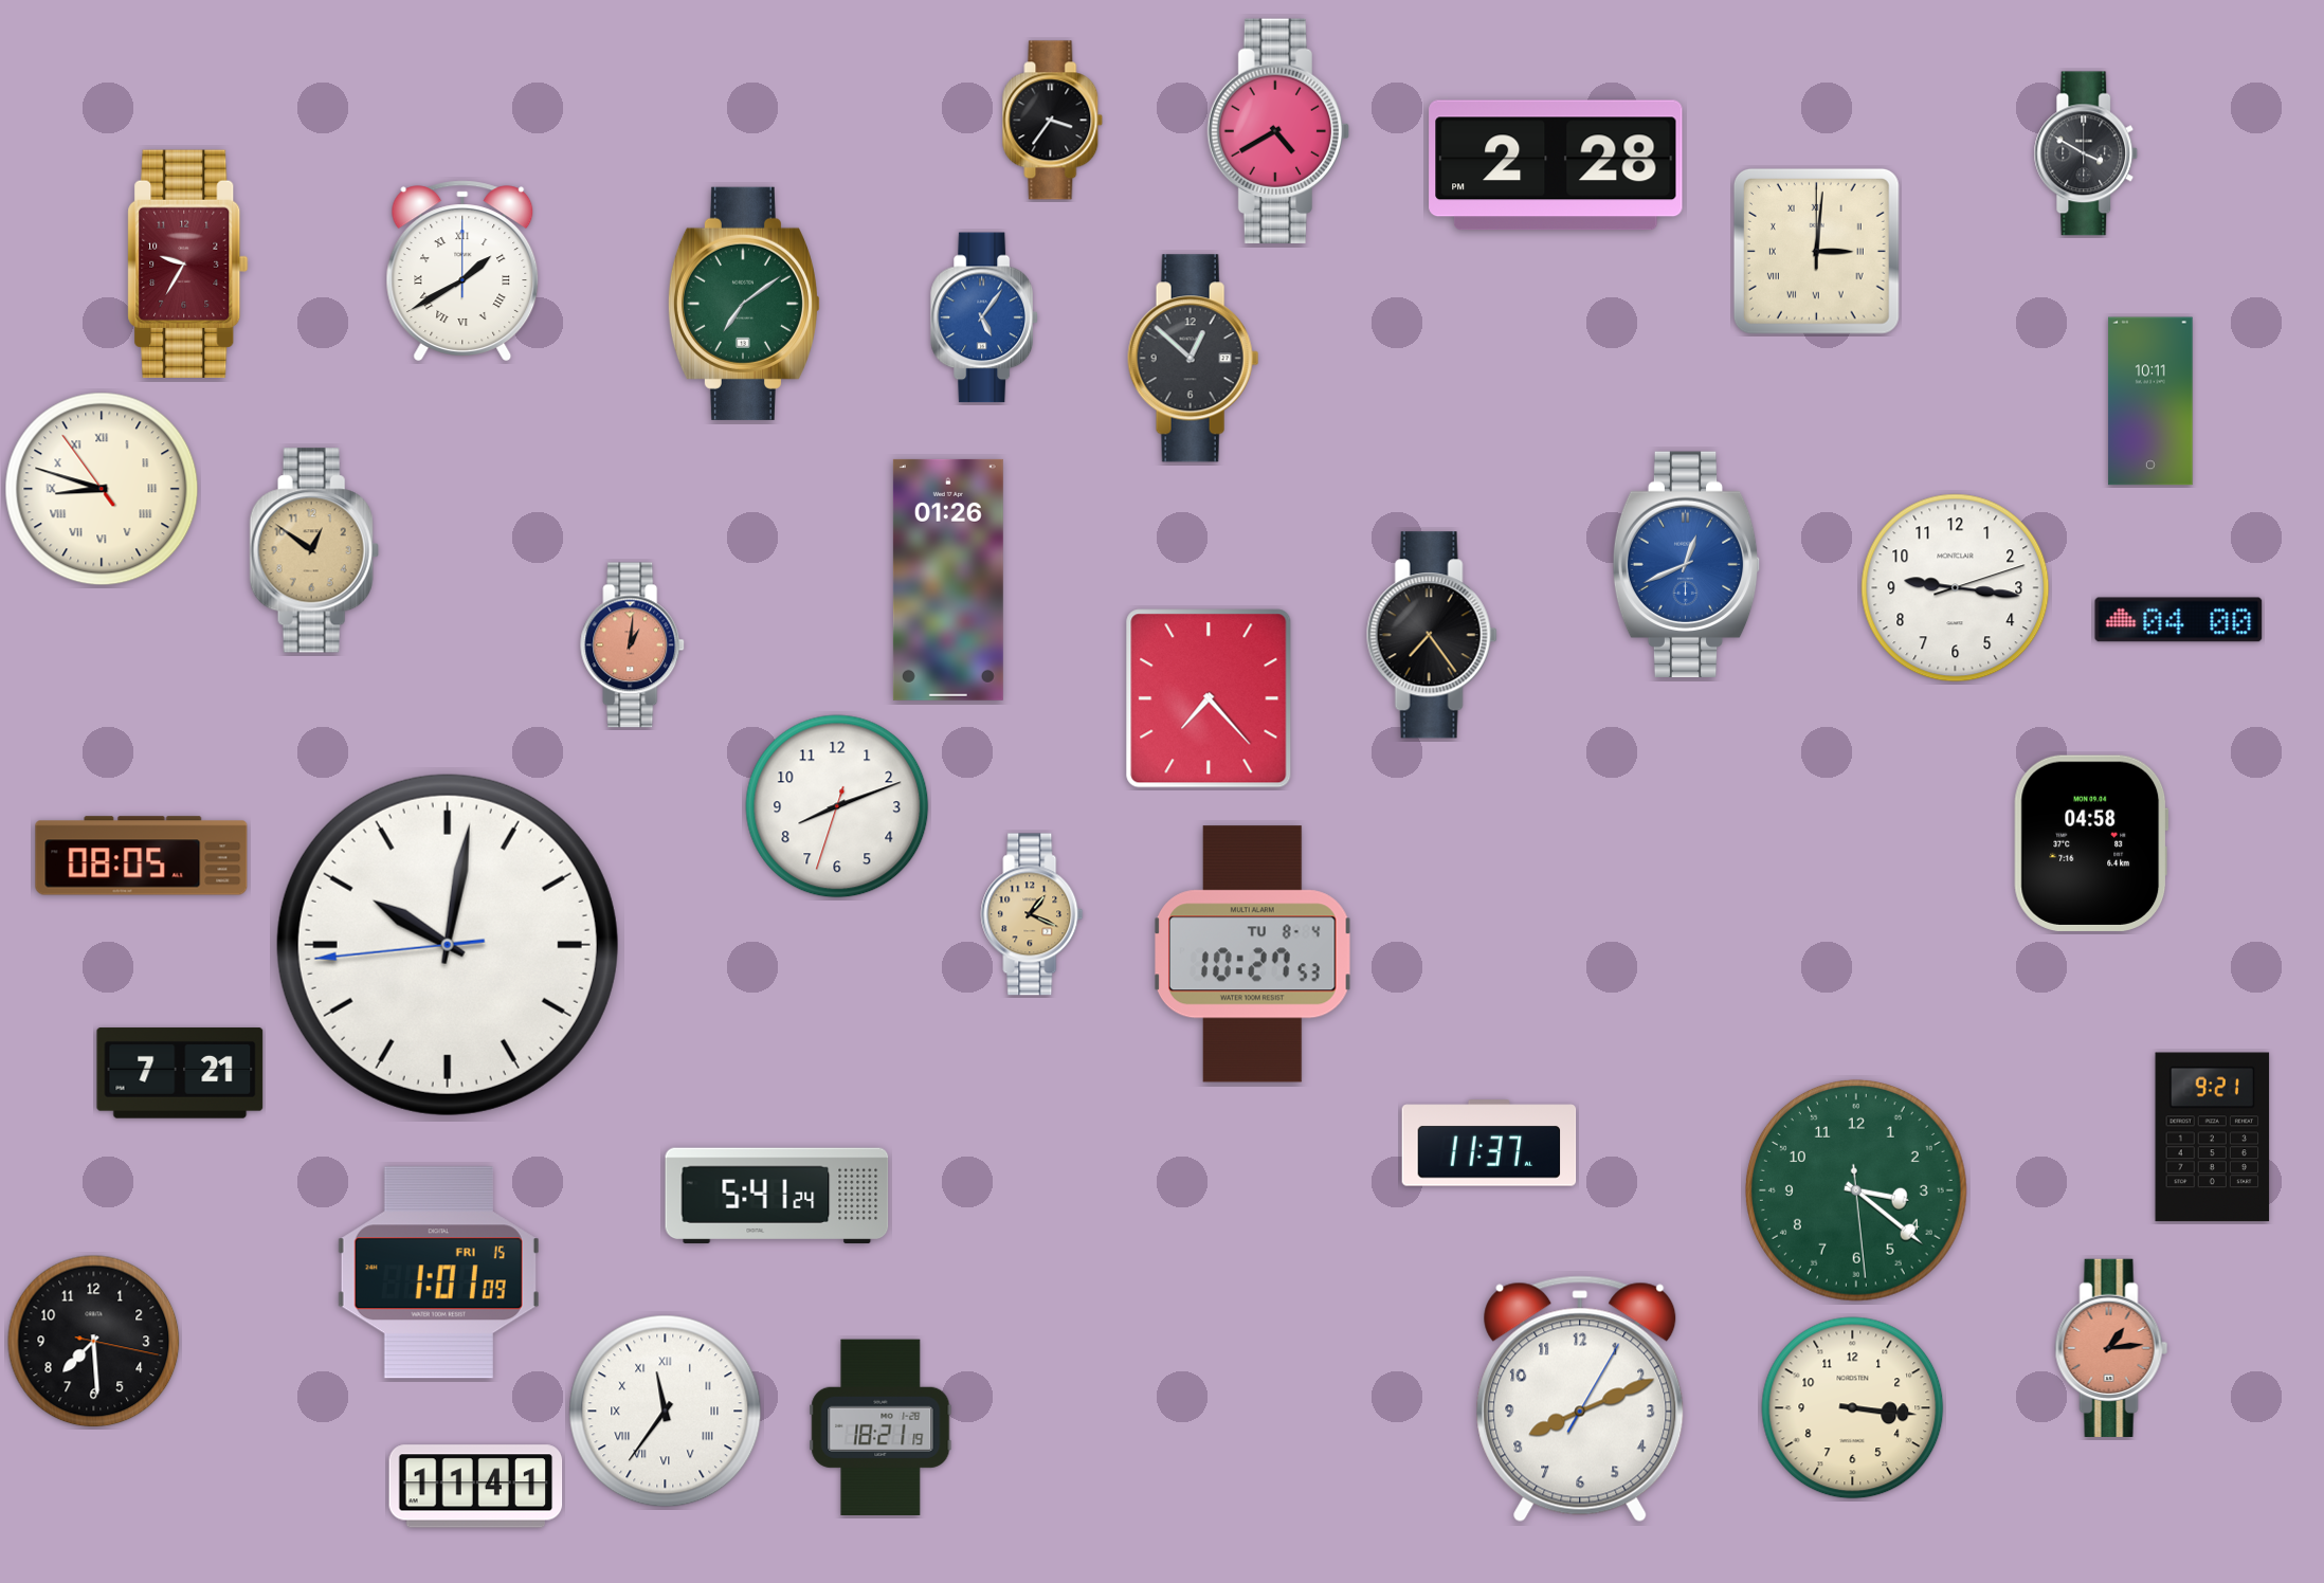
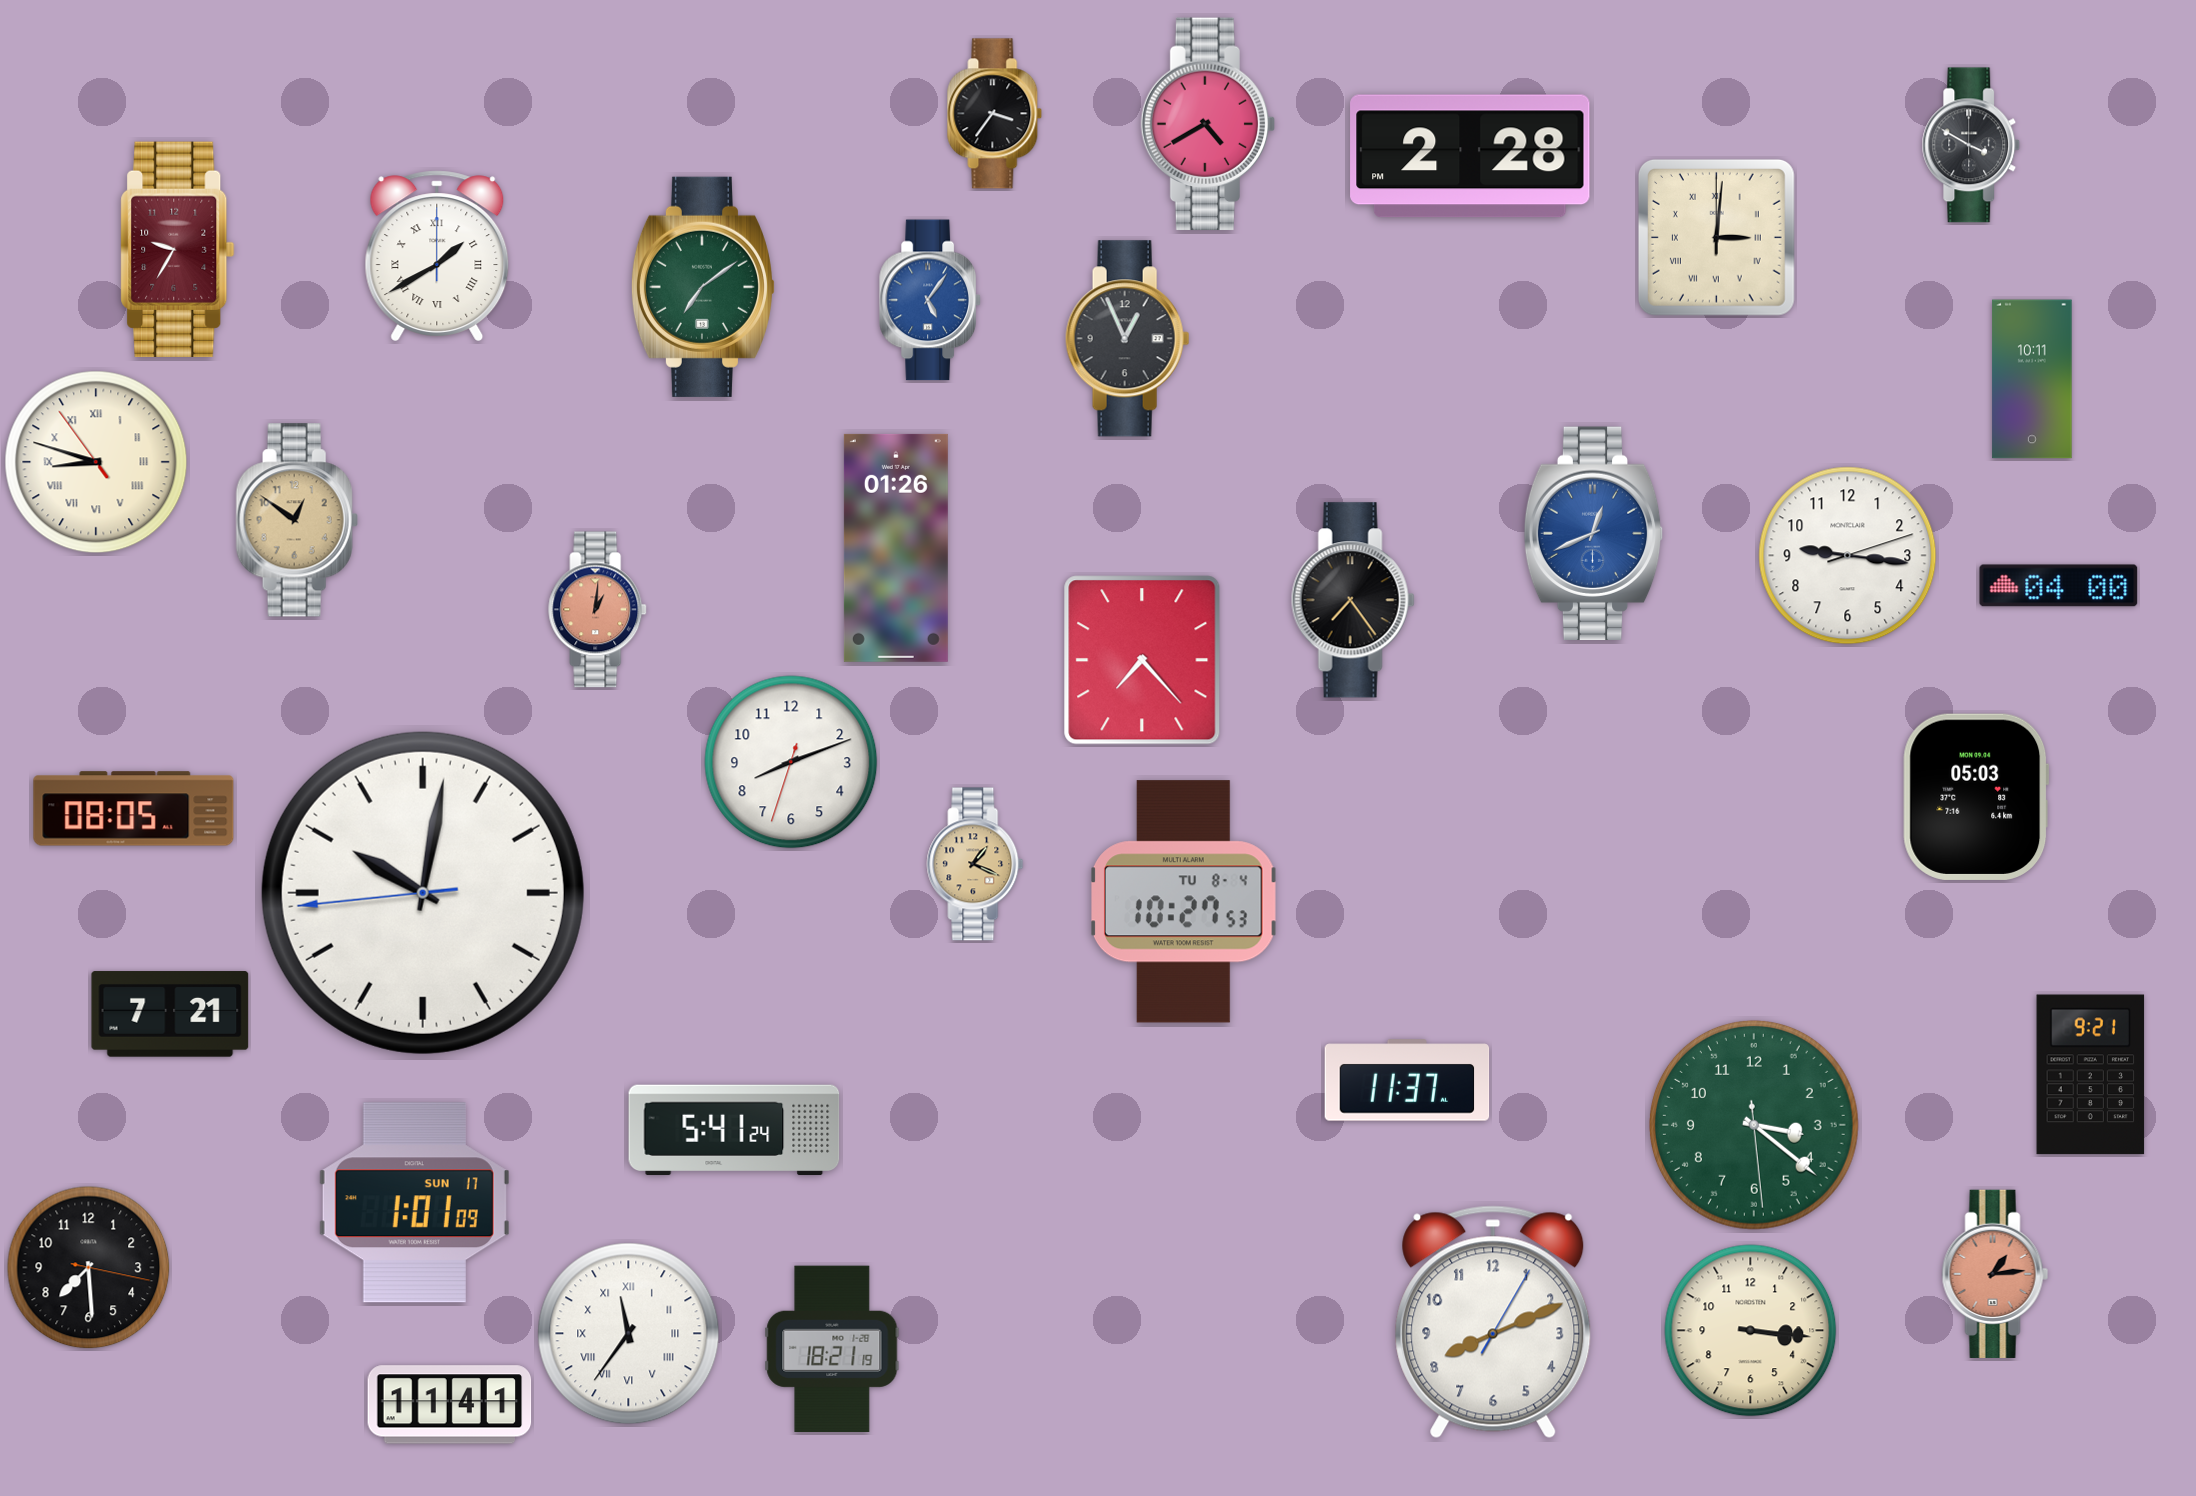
clock at (1194, 359): 12:52 -> 12:56
clock at (2091, 843): 04:58 -> 05:03
clock at (438, 1273) date: FRI 15 -> SUN 17
